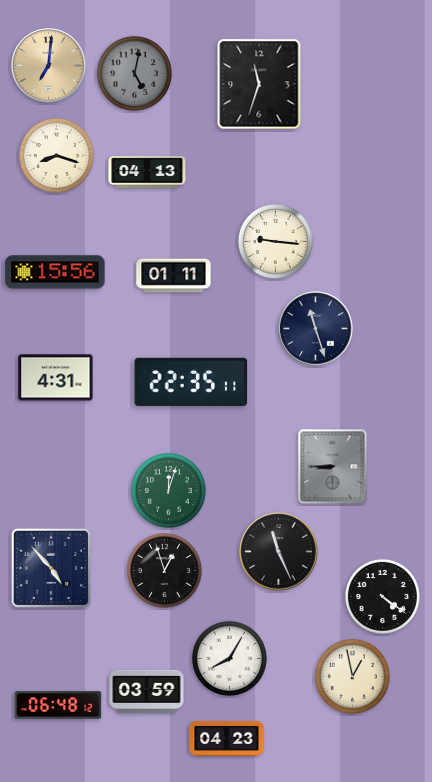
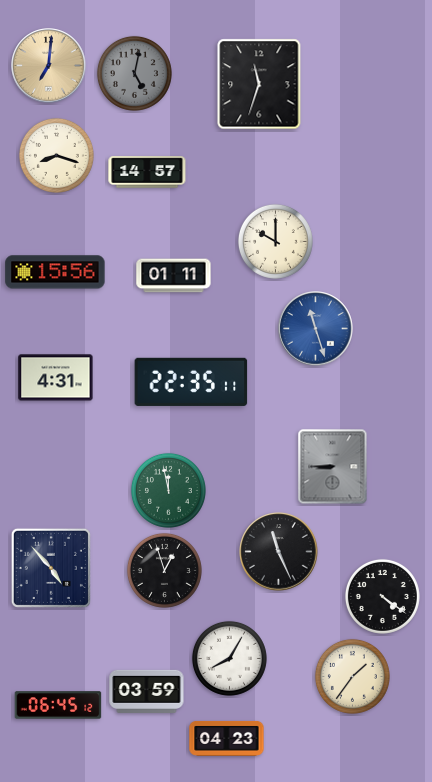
clock at (147, 172): 04:13 -> 14:57
clock at (275, 241): 9:16 -> 10:00
clock at (316, 329) dial: navy -> blue
clock at (168, 490): 12:03 -> 11:58
clock at (352, 676): 12:58 -> 1:36
clock at (58, 705): 06:48 -> 06:45
